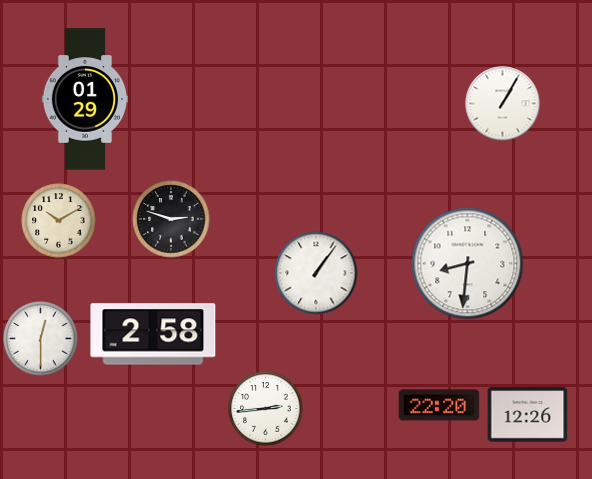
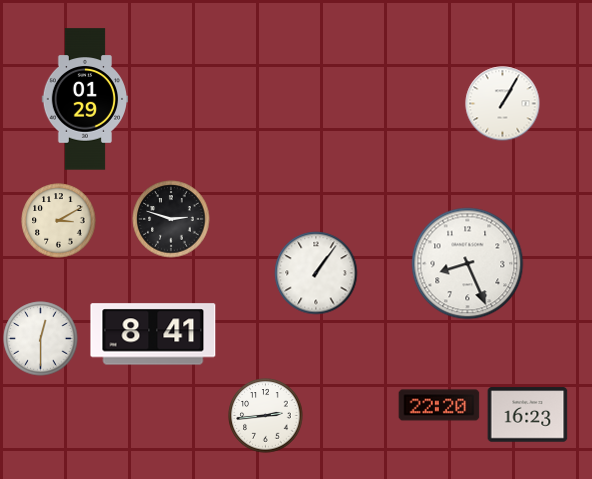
clock at (59, 221): 10:10 -> 3:10
clock at (468, 264): 8:31 -> 8:26
clock at (153, 334): 2:58 -> 8:41
clock at (266, 409) position: (266, 409) -> (266, 416)
clock at (528, 415): 12:26 -> 16:23
